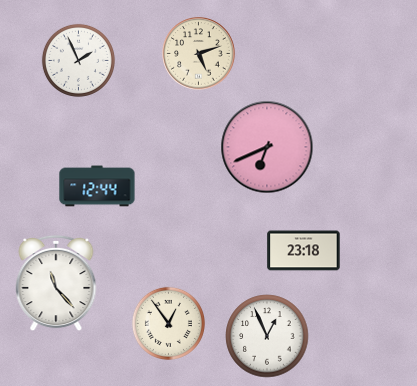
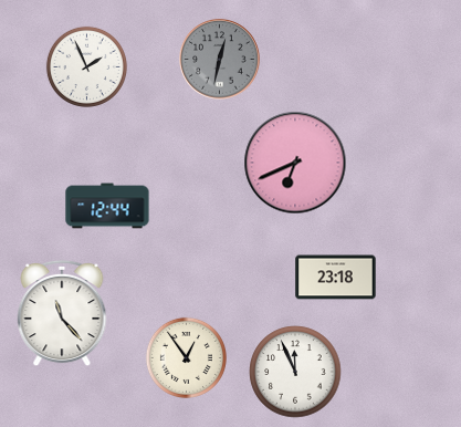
clock at (199, 54): 5:12 -> 12:32
clock at (199, 54) dial: cream -> grey
clock at (267, 336): 12:56 -> 11:56
